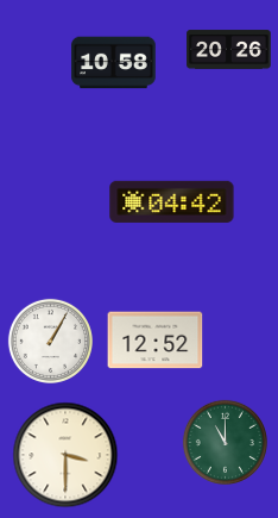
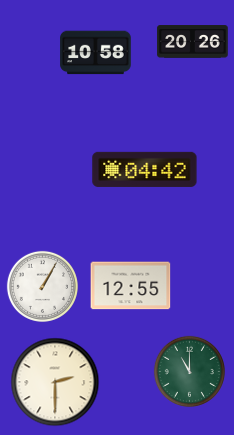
clock at (156, 341): 12:52 -> 12:55
clock at (65, 455): 3:30 -> 2:30
